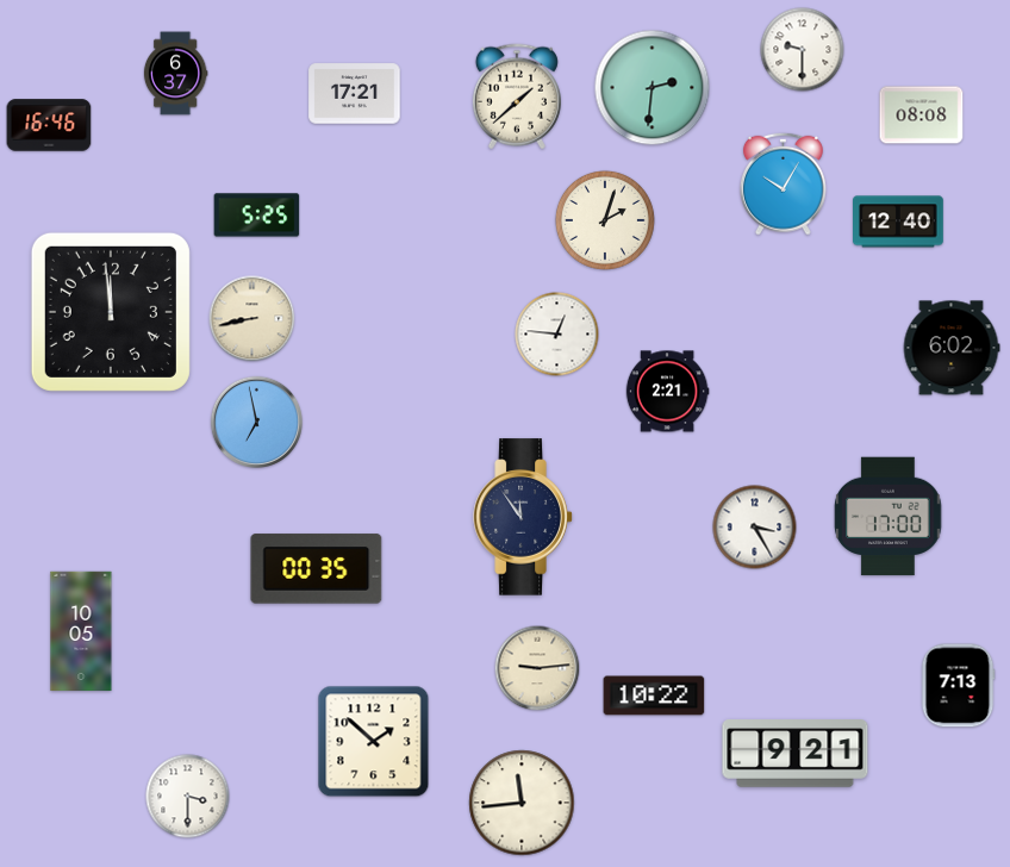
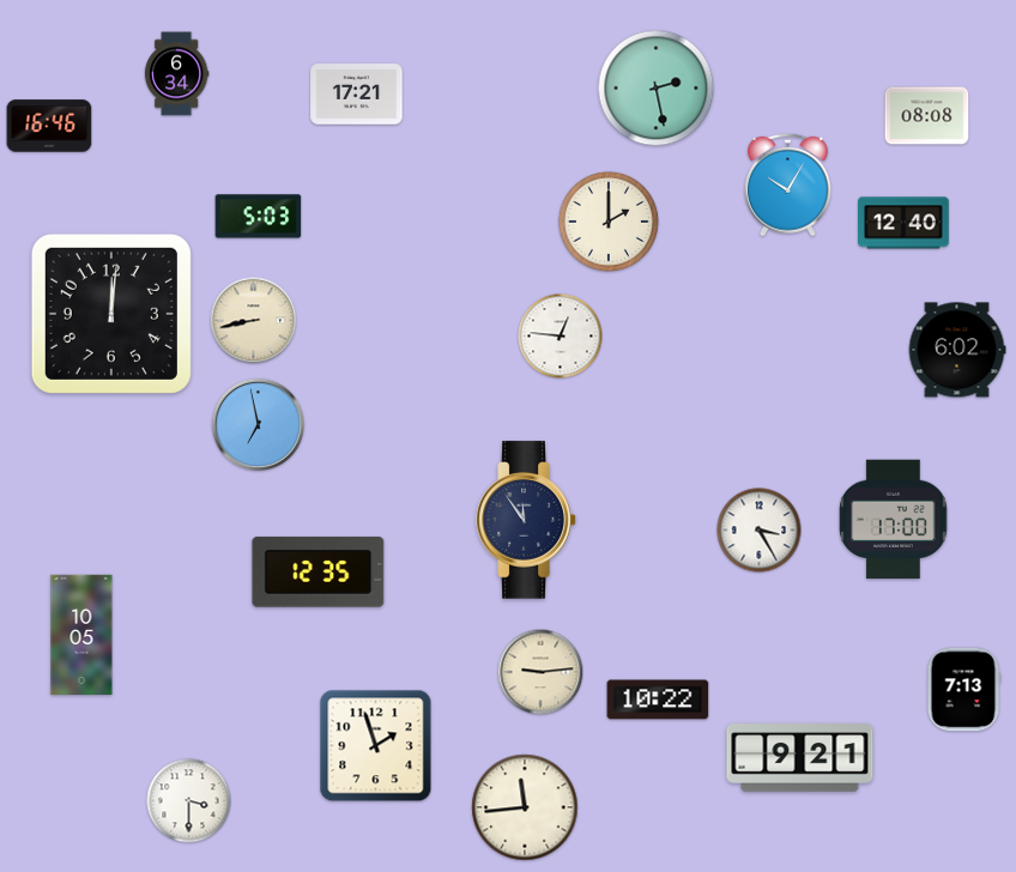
clock at (803, 50): 9:30 -> none
clock at (175, 74): 6:37 -> 6:34
clock at (653, 88): 2:31 -> 2:28
clock at (517, 96): 1:38 -> none
clock at (257, 216): 5:25 -> 5:03
clock at (605, 220): 2:03 -> 2:00
clock at (111, 312): 11:59 -> 12:01
clock at (667, 392): 2:21 -> none
clock at (317, 569): 00:35 -> 12:35
clock at (374, 742): 1:52 -> 1:57
